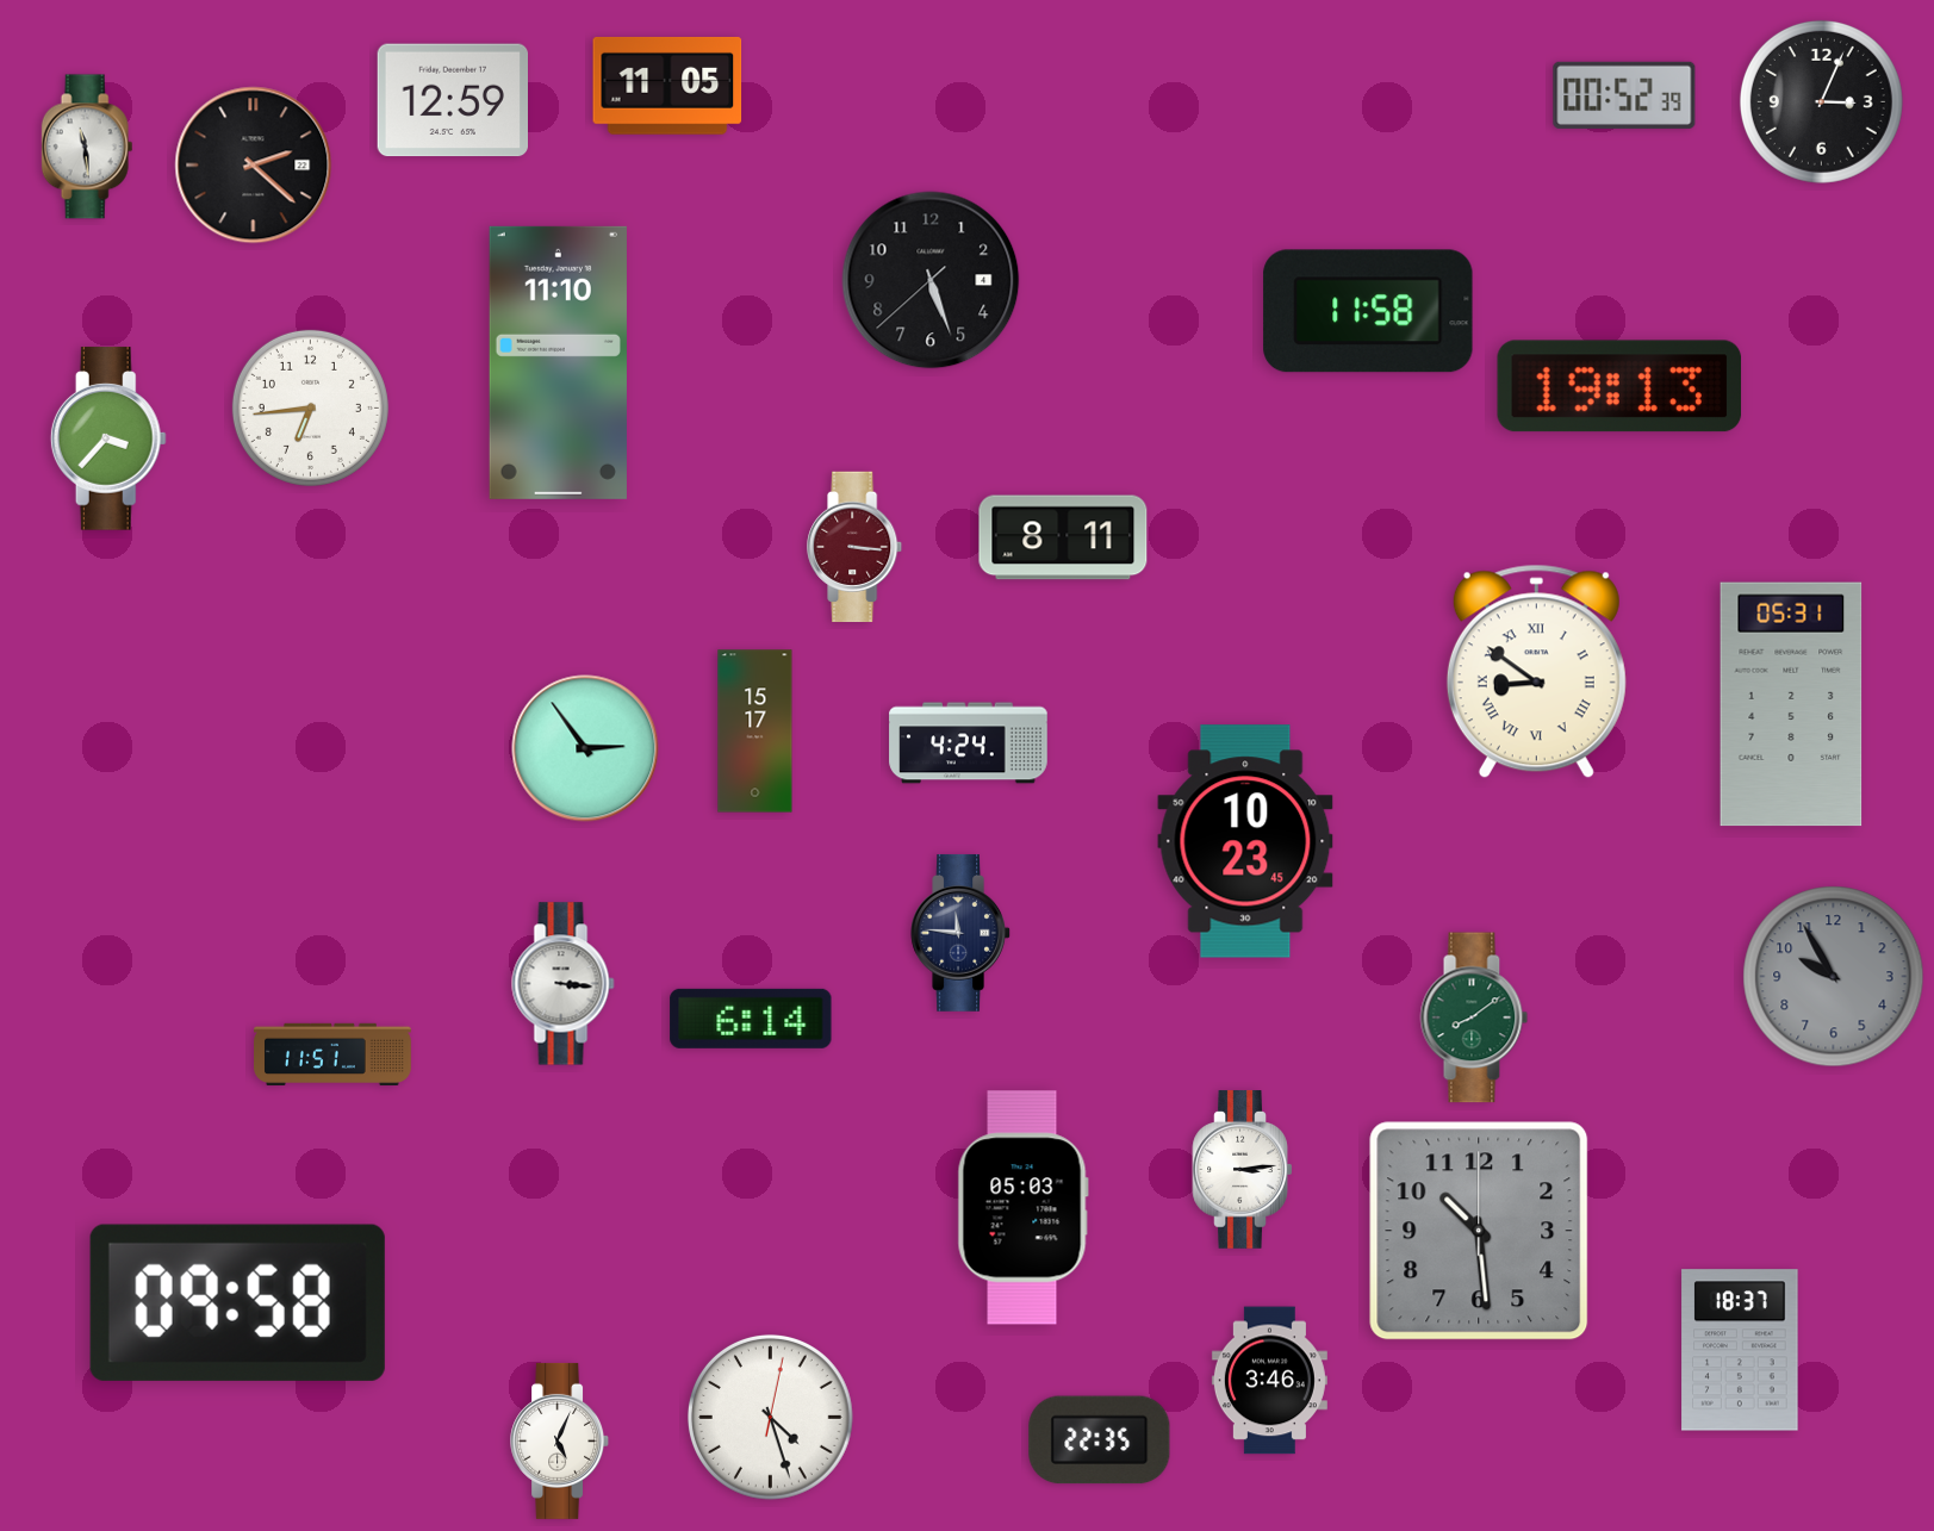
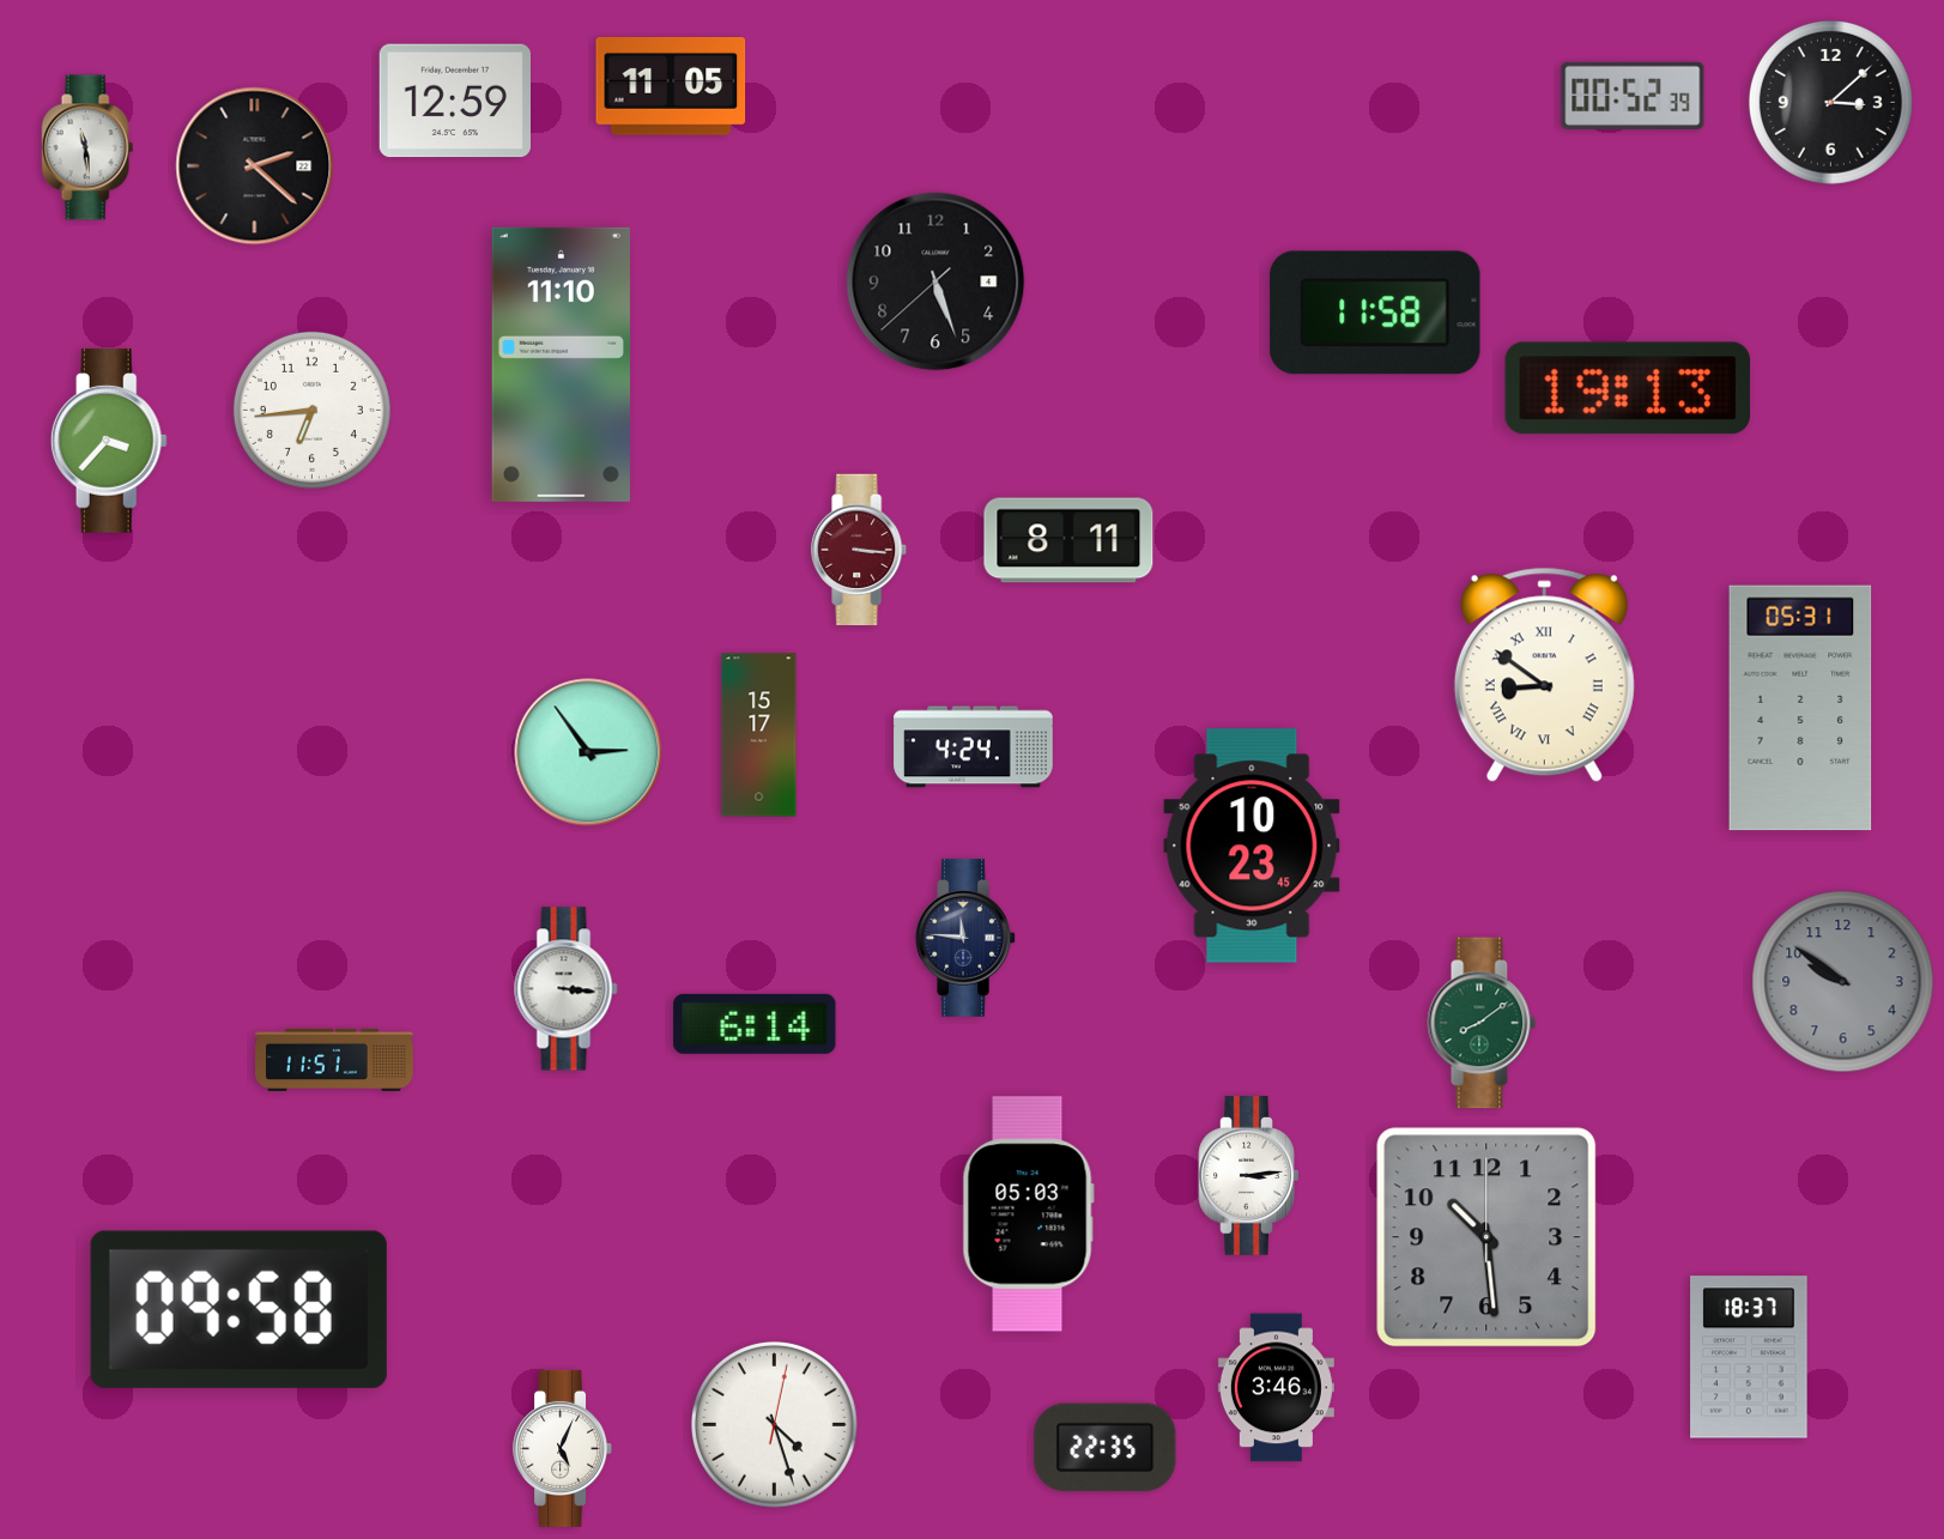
clock at (1821, 101): 3:04 -> 3:08
clock at (1834, 977): 9:55 -> 9:51
